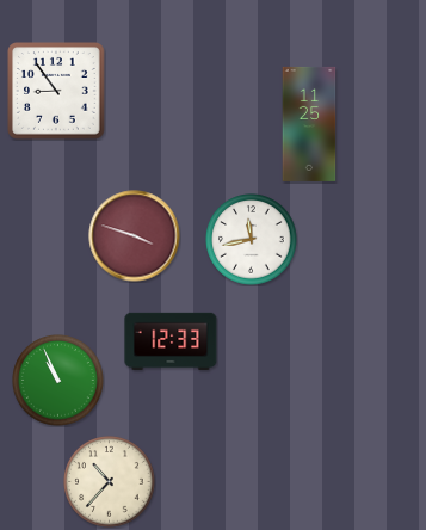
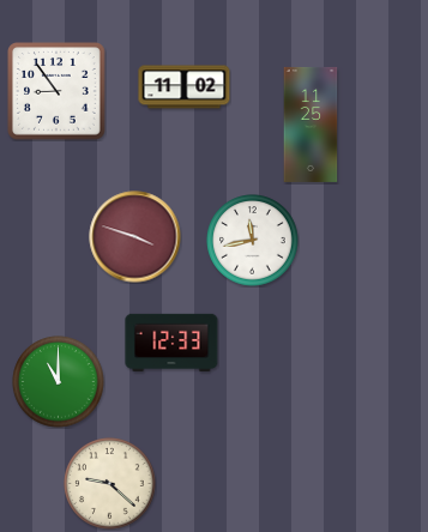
clock at (185, 87): none -> 11:02
clock at (58, 381): 10:56 -> 11:00
clock at (110, 482): 10:37 -> 9:22
